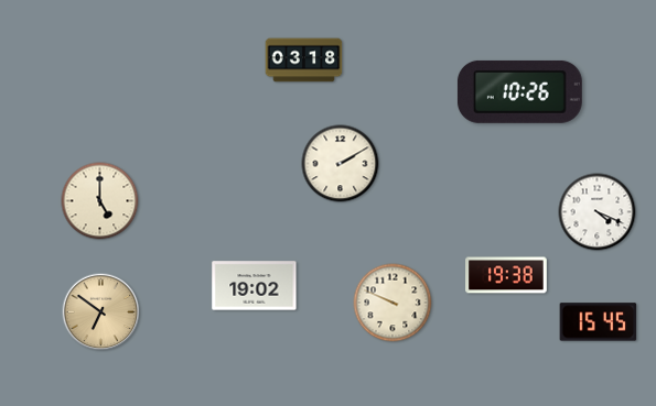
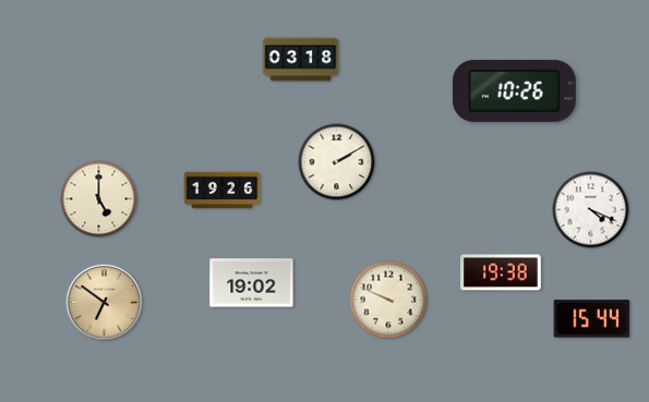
clock at (223, 191): none -> 19:26
clock at (101, 312) position: (101, 312) -> (105, 303)
clock at (599, 322): 15:45 -> 15:44
